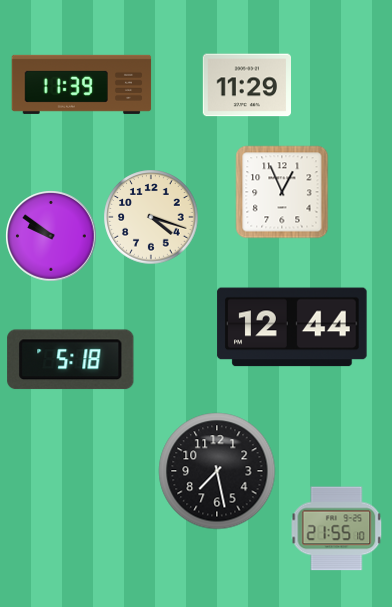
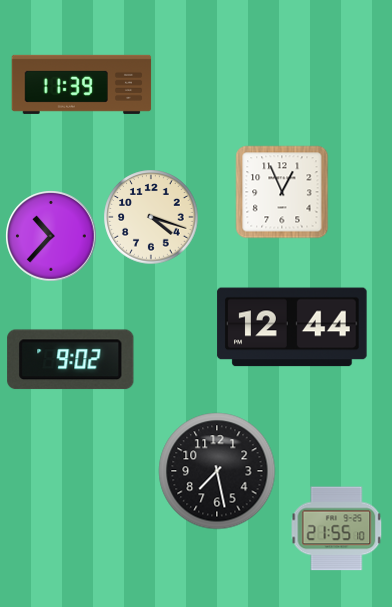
clock at (247, 85): 11:29 -> none
clock at (51, 236): 9:51 -> 10:37
clock at (71, 360): 5:18 -> 9:02
